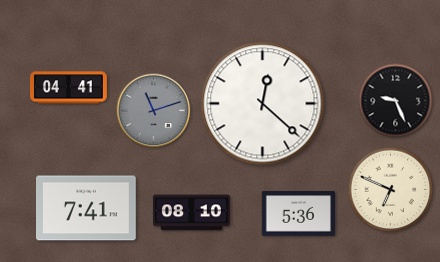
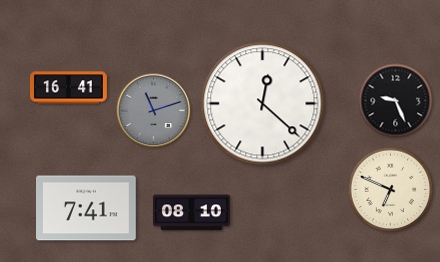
clock at (69, 88): 04:41 -> 16:41
clock at (299, 214): 5:36 -> none
